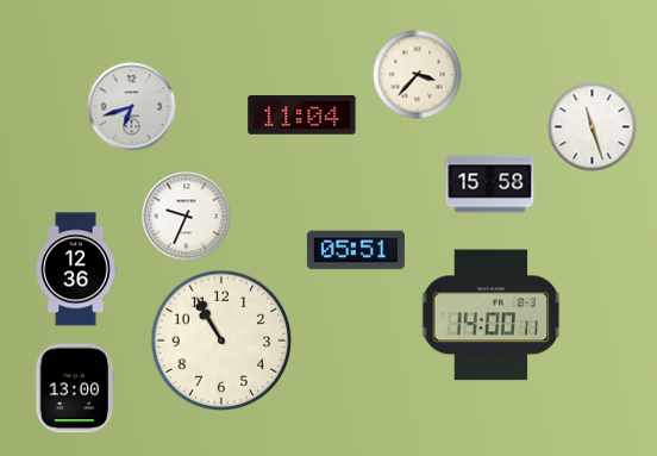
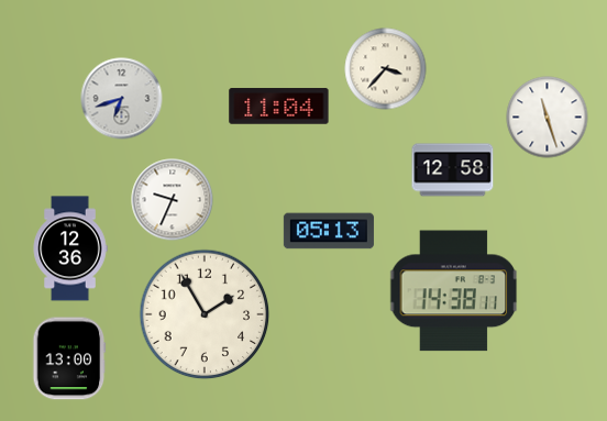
clock at (490, 185): 15:58 -> 12:58
clock at (356, 250): 05:51 -> 05:13
clock at (492, 316): 14:00 -> 14:38
clock at (221, 341): 10:55 -> 1:55
